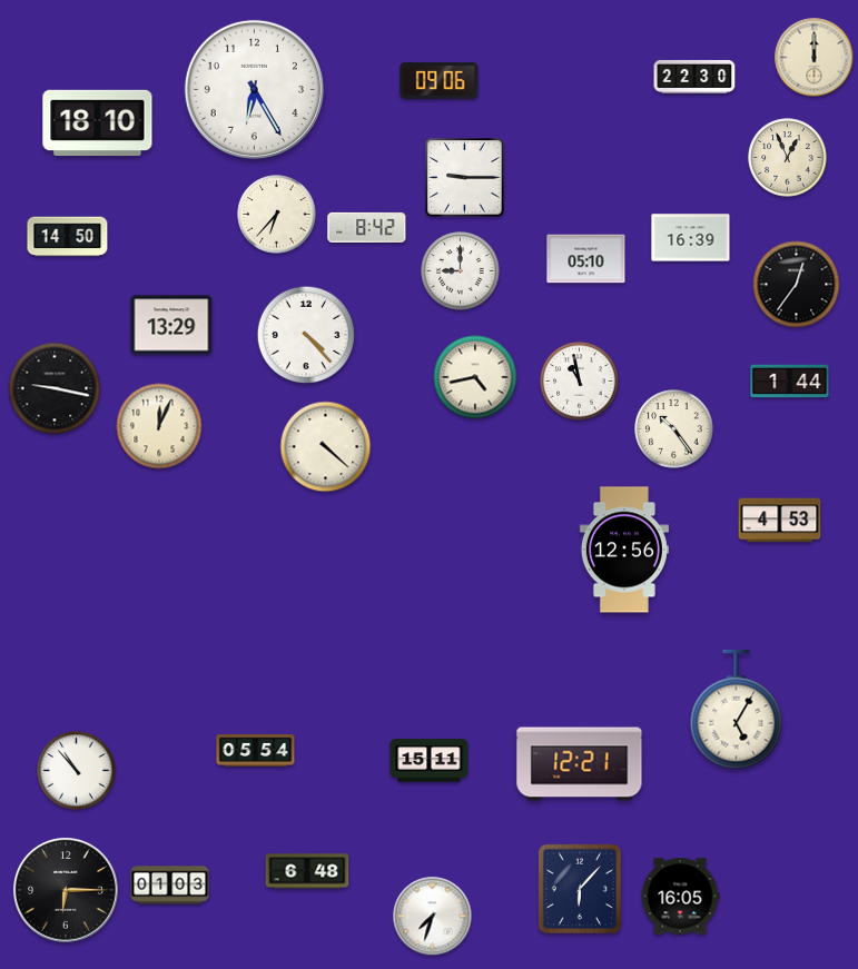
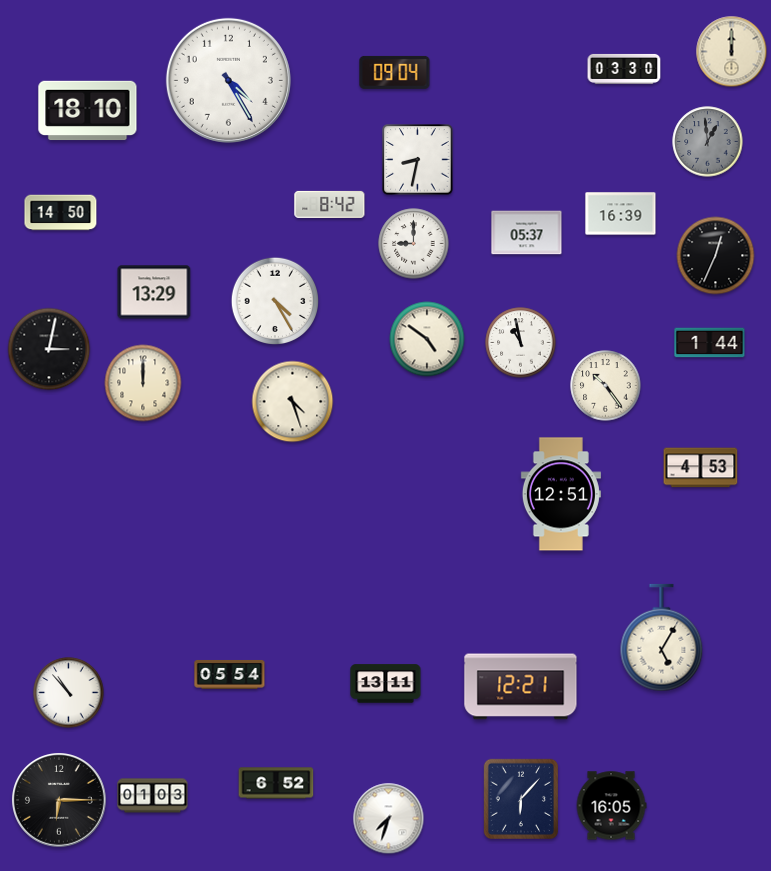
clock at (694, 77): 22:30 -> 03:30
clock at (440, 80): 09:06 -> 09:04
clock at (254, 89): 6:25 -> 4:25
clock at (788, 158): 12:56 -> 12:59
clock at (788, 158) dial: cream -> grey
clock at (465, 178): 9:15 -> 8:32
clock at (277, 215): 6:37 -> none
clock at (586, 259): 05:10 -> 05:37
clock at (797, 285): 12:36 -> 12:34
clock at (305, 334): 4:23 -> 4:25
clock at (475, 377): 4:43 -> 4:51
clock at (55, 388): 9:17 -> 3:02
clock at (159, 426): 12:04 -> 12:00
clock at (326, 447): 4:22 -> 4:27
clock at (624, 550): 12:56 -> 12:51
clock at (430, 761): 15:11 -> 13:11
clock at (307, 871): 6:48 -> 6:52
clock at (433, 917) position: (433, 917) -> (389, 819)
